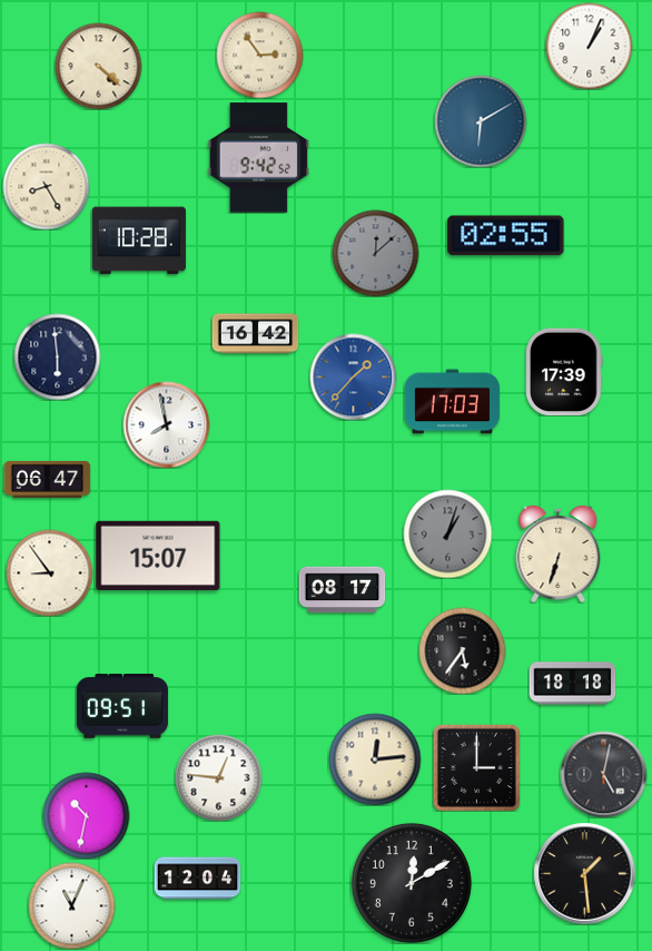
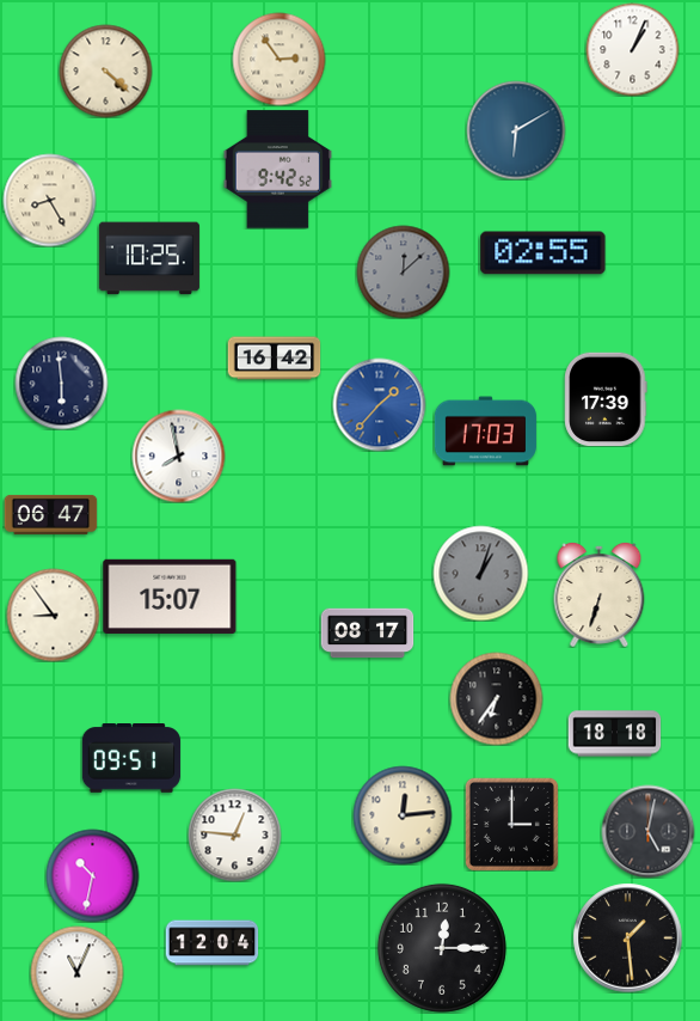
clock at (139, 241): 10:28 -> 10:25
clock at (462, 650): 5:36 -> 6:36
clock at (412, 883): 12:10 -> 12:15
